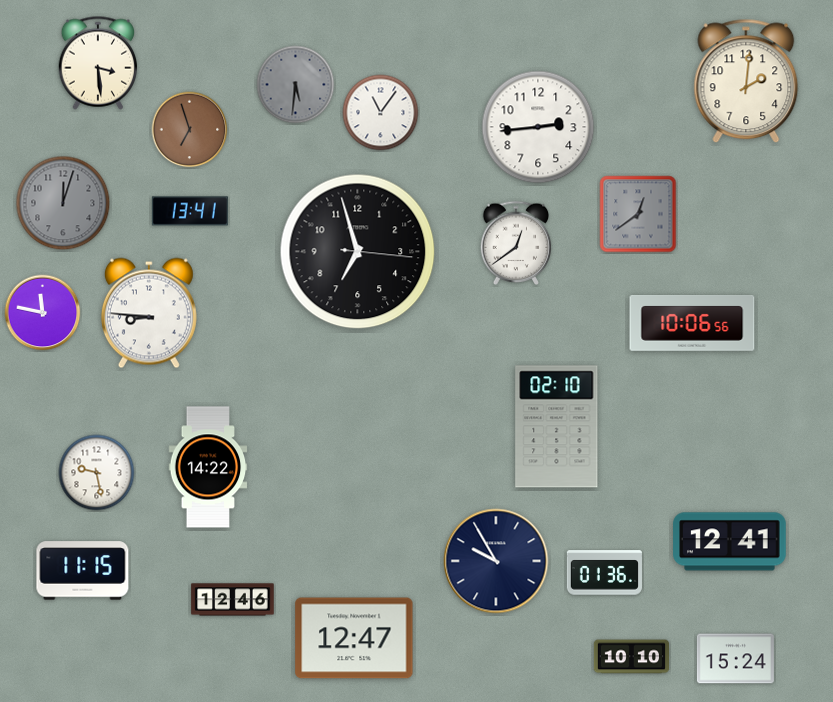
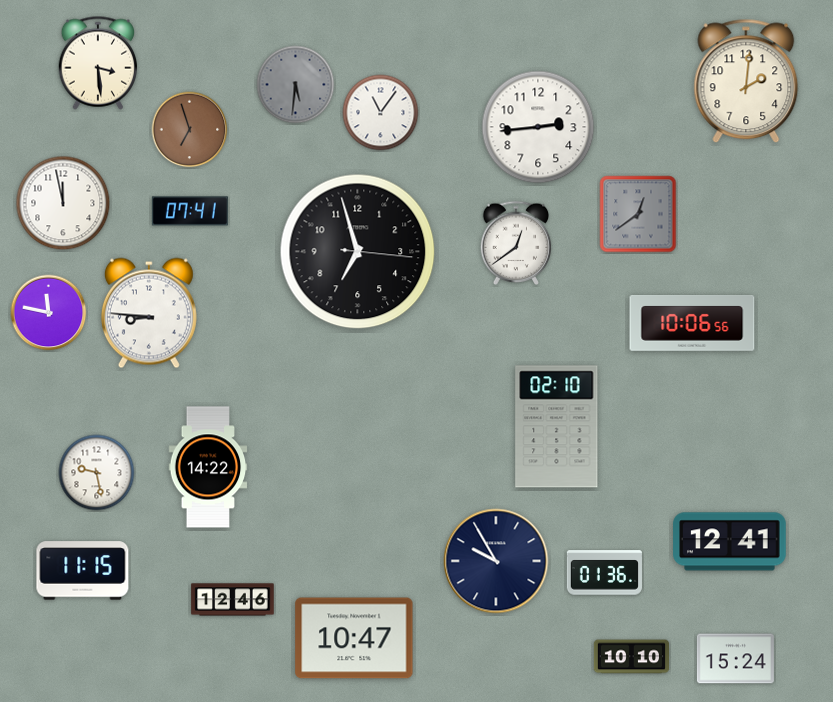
clock at (63, 203): 12:03 -> 11:58
clock at (63, 203) dial: grey -> white
clock at (190, 211): 13:41 -> 07:41
clock at (43, 313) position: (43, 313) -> (49, 313)
clock at (354, 638): 12:47 -> 10:47
